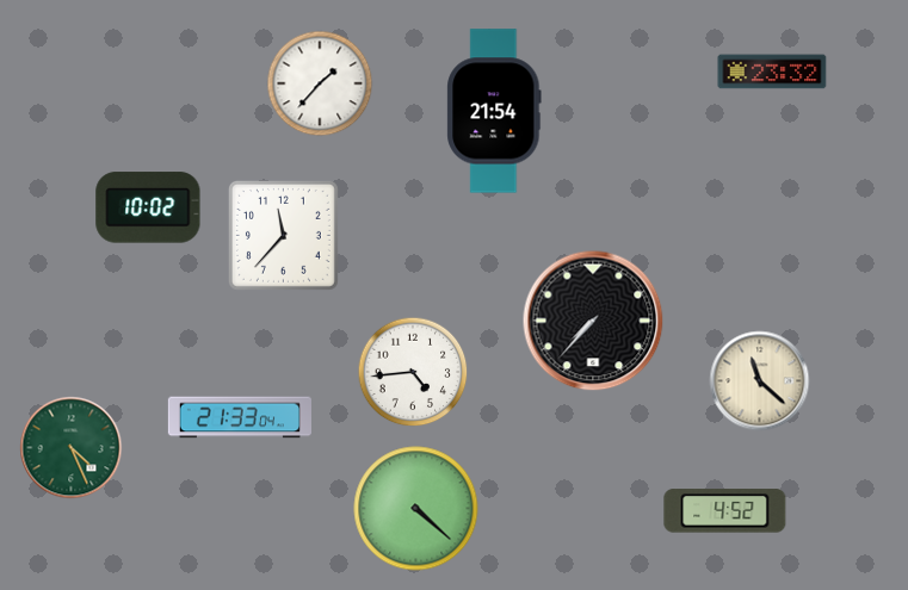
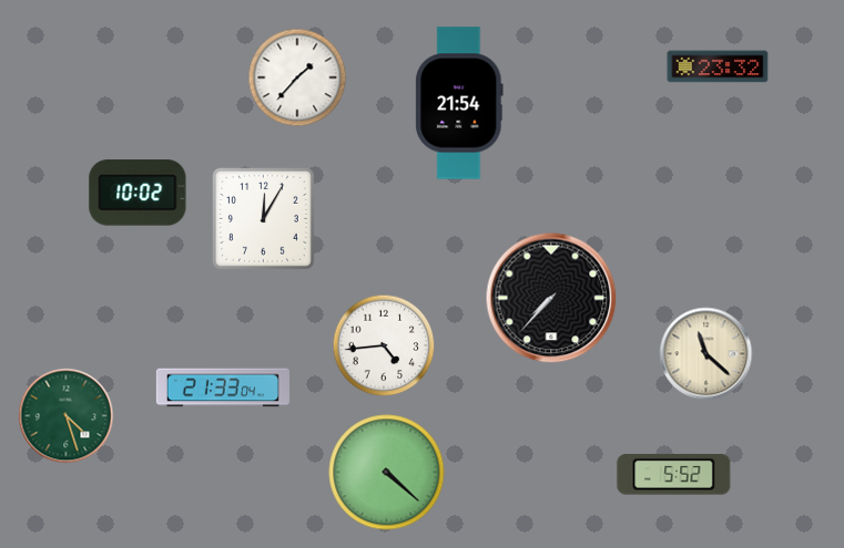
clock at (283, 235): 11:37 -> 12:05
clock at (72, 448): 4:26 -> 4:27
clock at (725, 511): 4:52 -> 5:52
